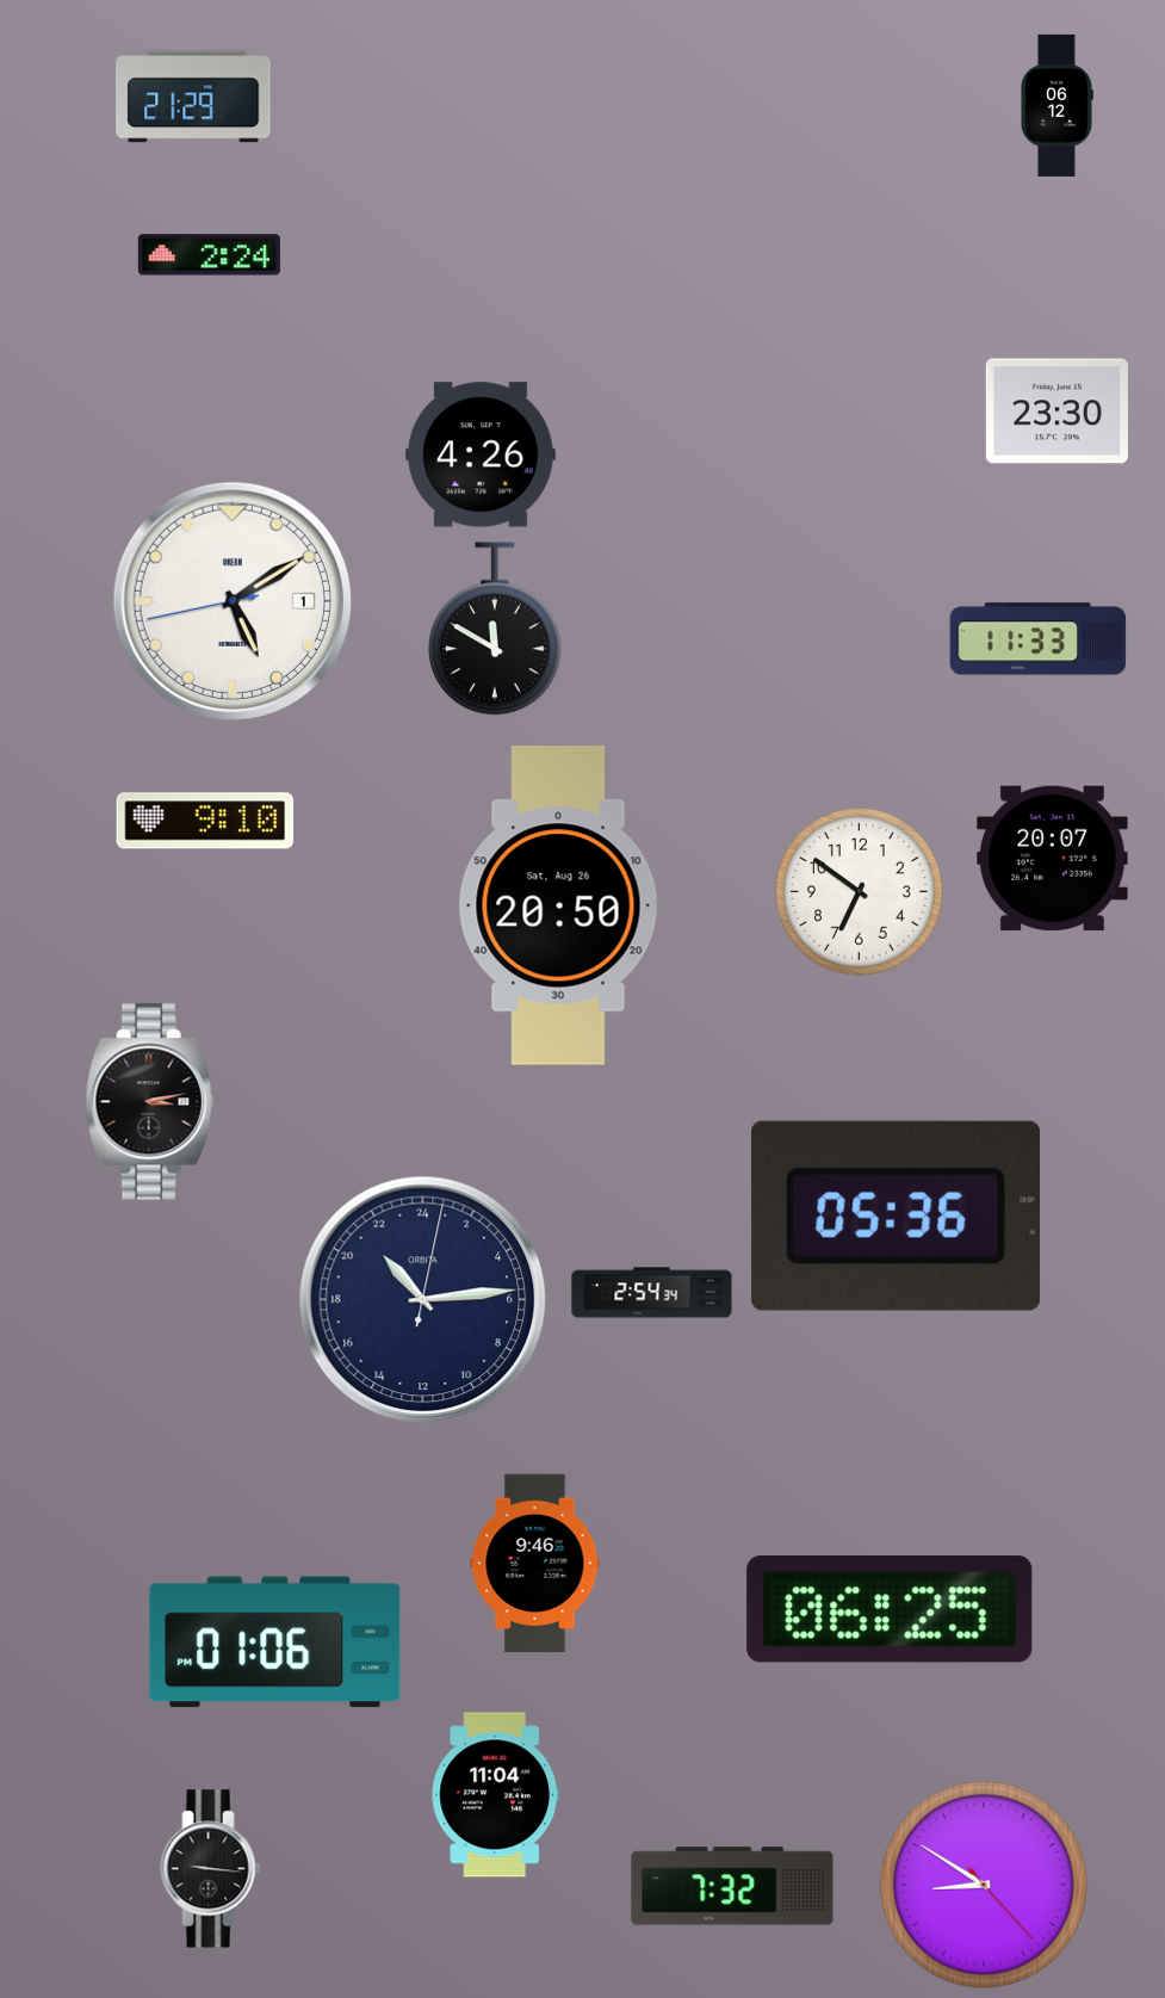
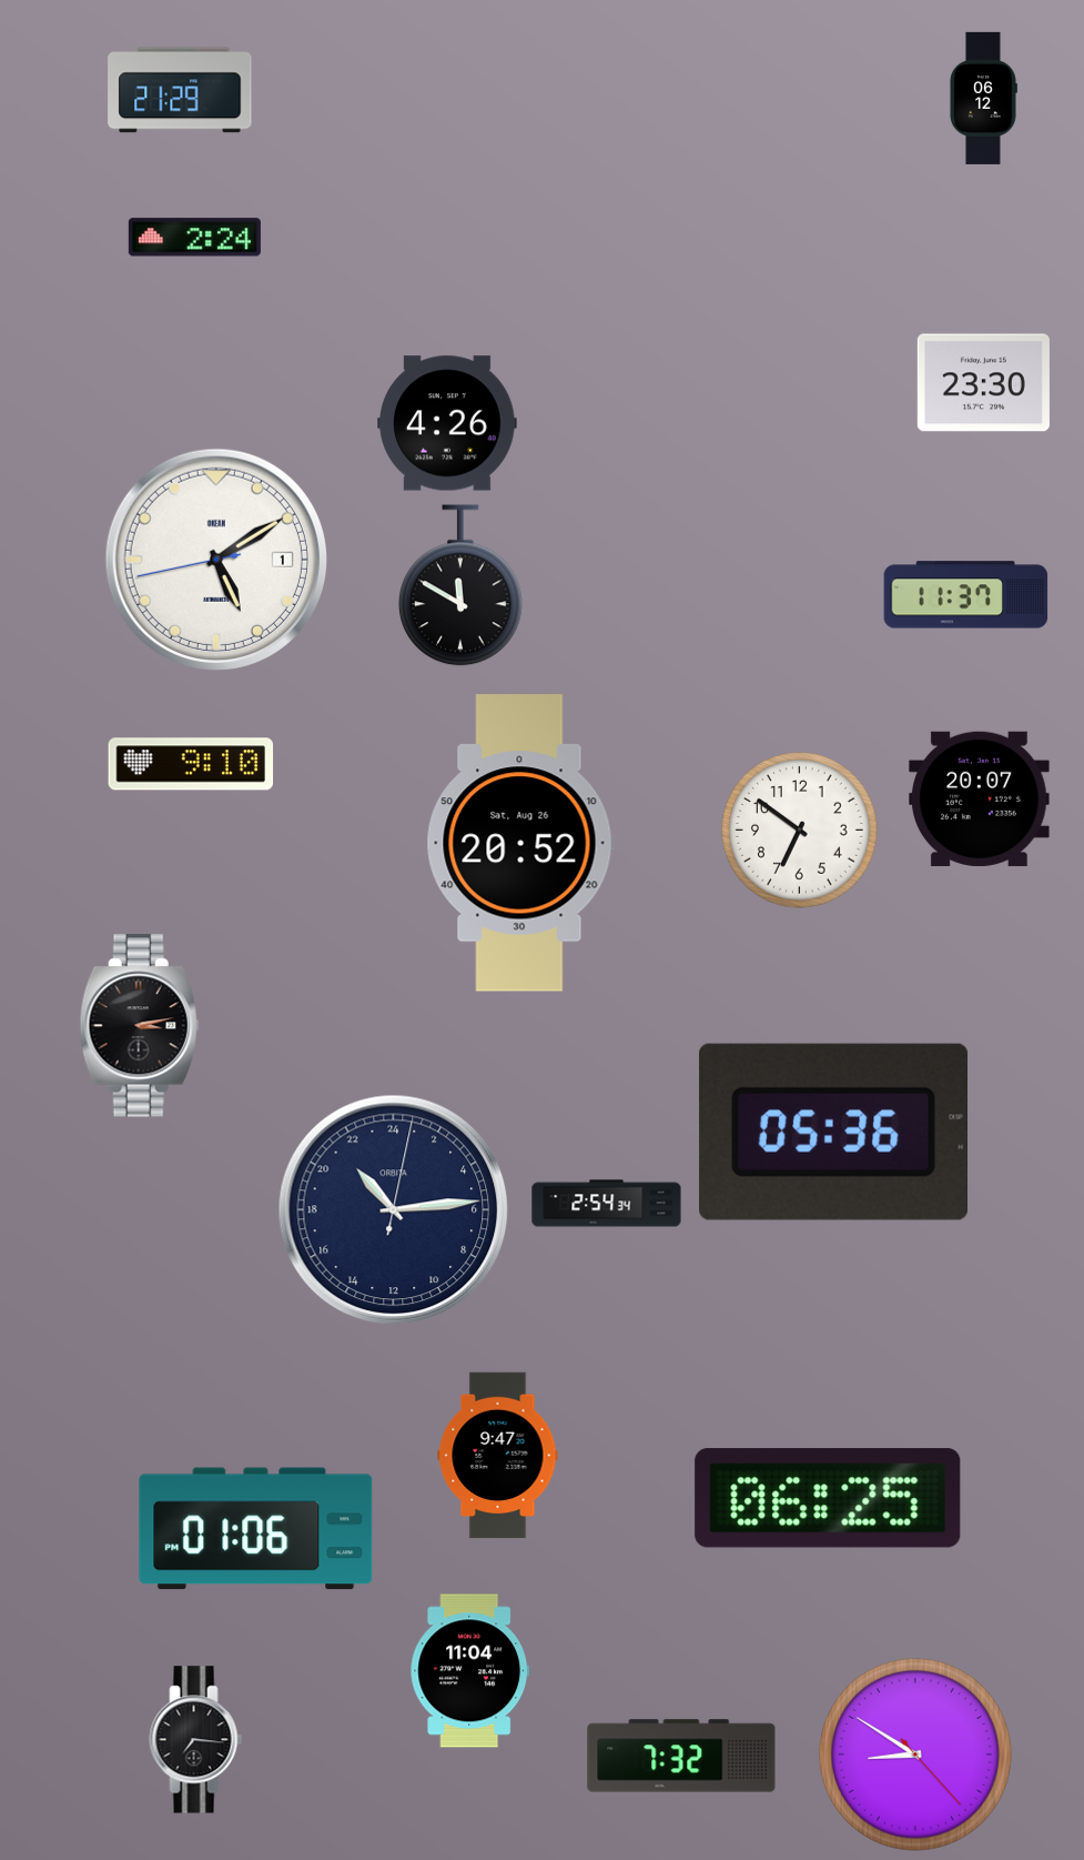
clock at (1039, 639): 11:33 -> 11:37
clock at (559, 905): 20:50 -> 20:52
clock at (535, 1564): 9:46 -> 9:47
clock at (496, 1795) position: (496, 1795) -> (470, 1671)
clock at (211, 1869): 9:16 -> 7:16
